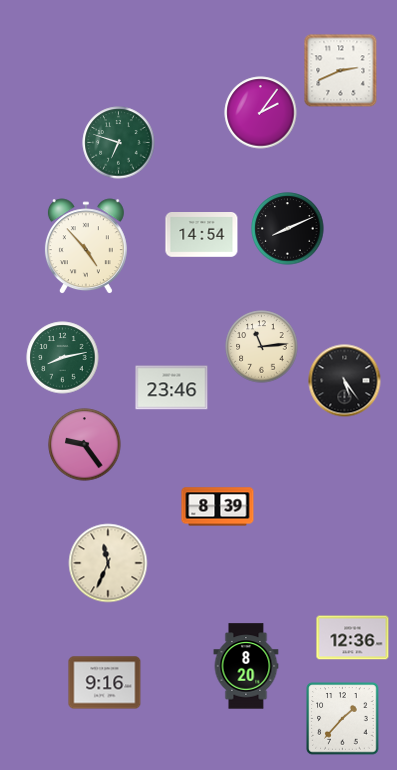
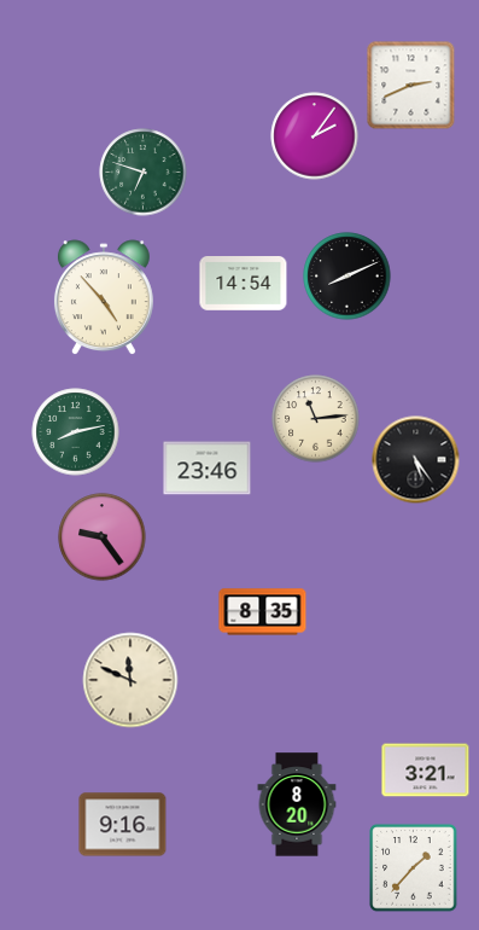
clock at (218, 507): 8:39 -> 8:35
clock at (108, 563): 11:34 -> 11:49
clock at (353, 638): 12:36 -> 3:21
clock at (105, 683) position: (105, 683) -> (123, 825)
